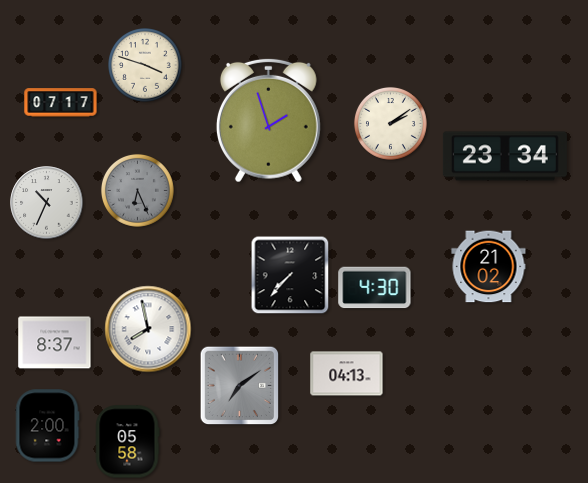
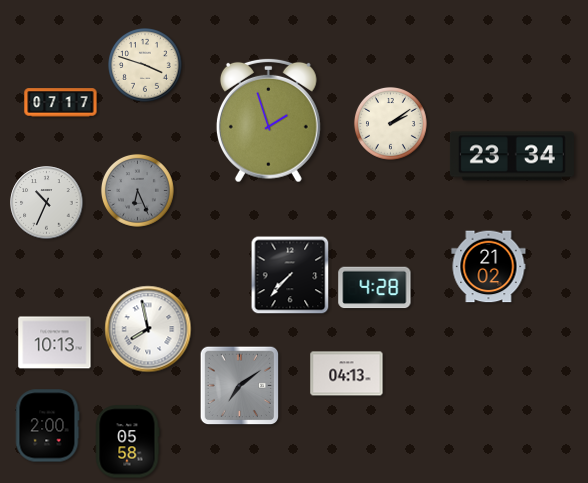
clock at (505, 156) position: (505, 156) -> (512, 156)
clock at (375, 288): 4:30 -> 4:28
clock at (55, 343): 8:37 -> 10:13
